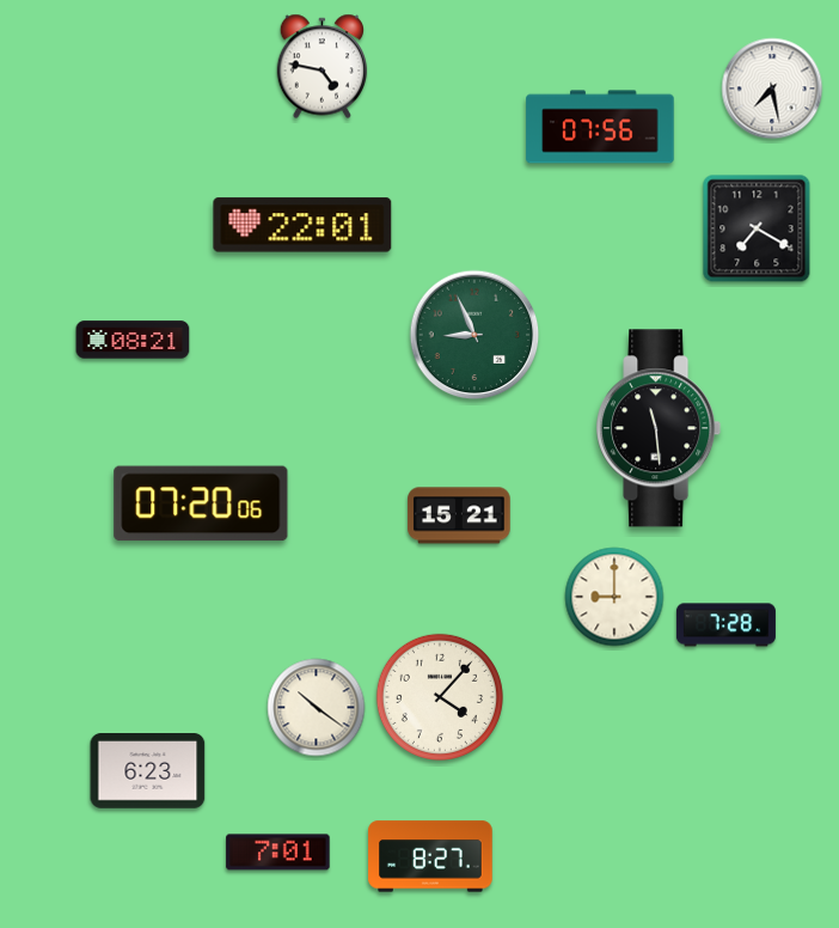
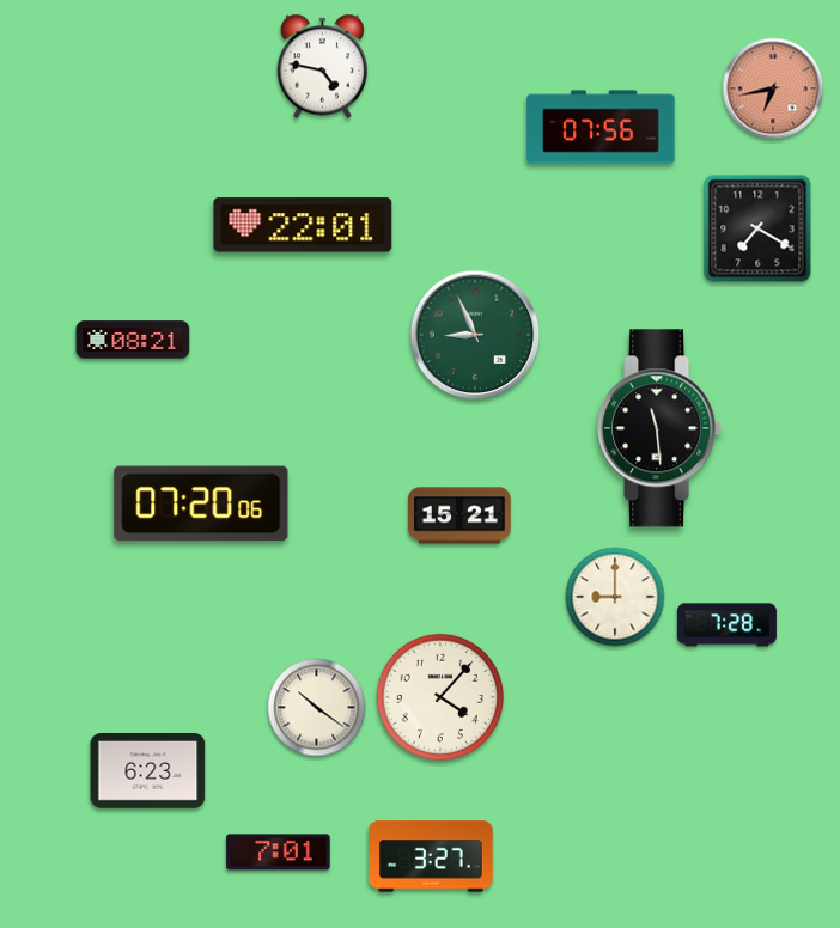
clock at (772, 88): 7:28 -> 6:43
clock at (772, 88) dial: white -> salmon
clock at (430, 856): 8:27 -> 3:27
